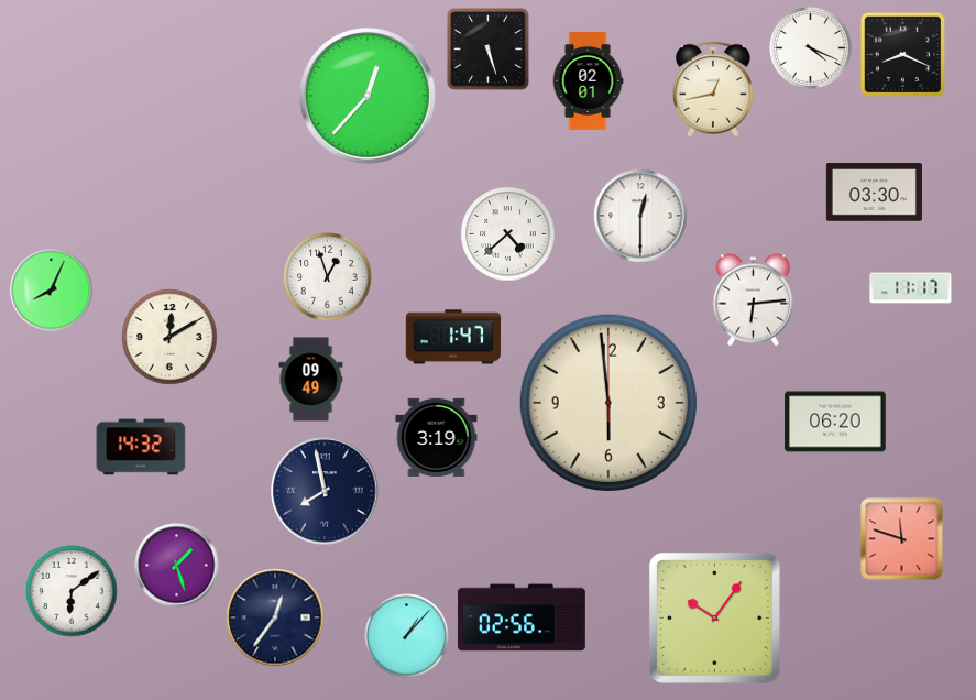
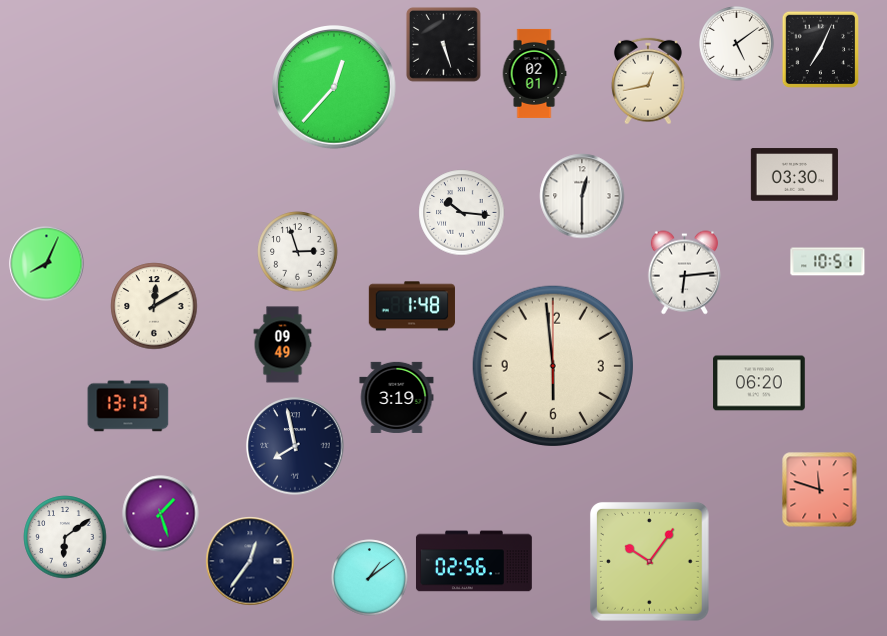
clock at (811, 48): 4:19 -> 5:09
clock at (903, 55): 8:19 -> 7:04
clock at (508, 234): 4:38 -> 10:16
clock at (328, 277): 12:57 -> 2:57
clock at (911, 288): 11:17 -> 10:51
clock at (453, 337): 1:47 -> 1:48
clock at (141, 447): 14:32 -> 13:13
clock at (407, 636): 1:07 -> 1:09
